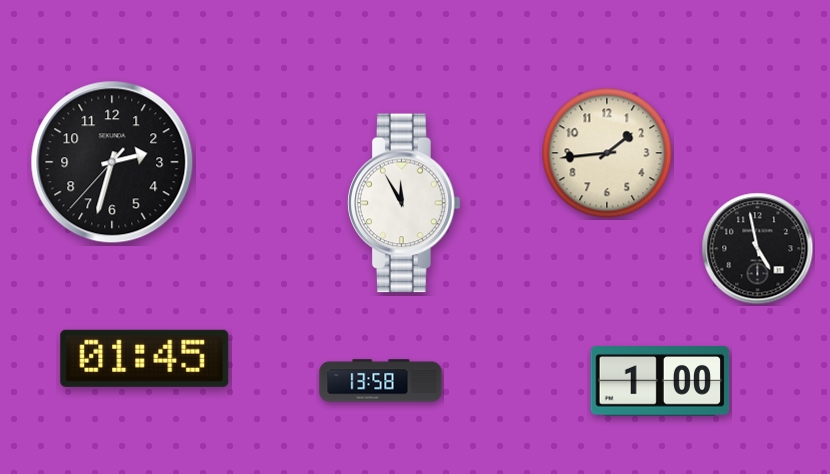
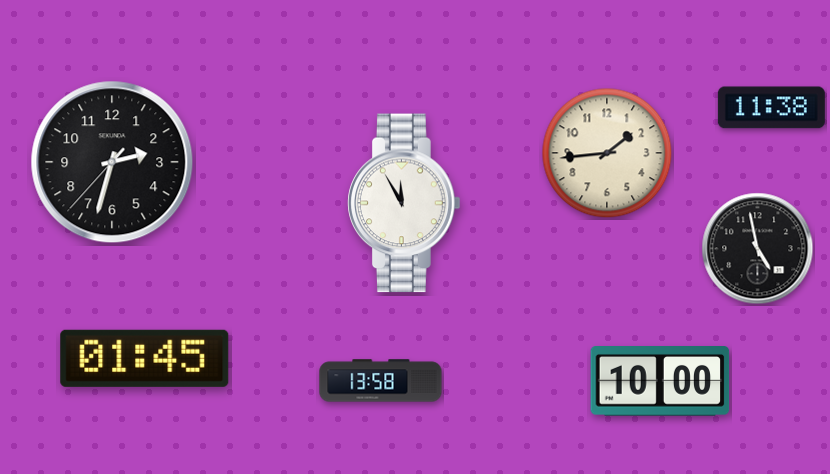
clock at (771, 108): none -> 11:38
clock at (660, 382): 1:00 -> 10:00
